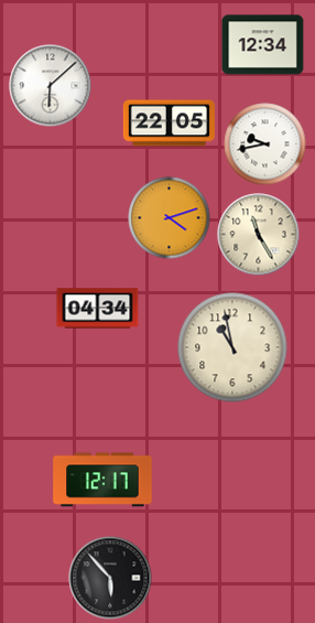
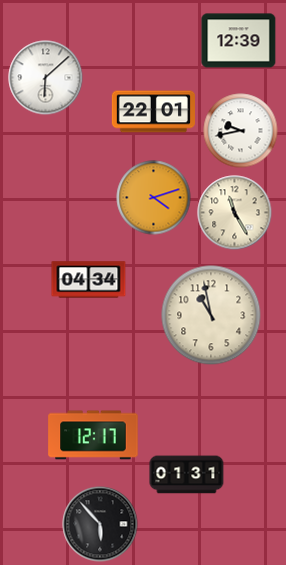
clock at (263, 45): 12:34 -> 12:39
clock at (169, 123): 22:05 -> 22:01
clock at (187, 475): none -> 01:31
